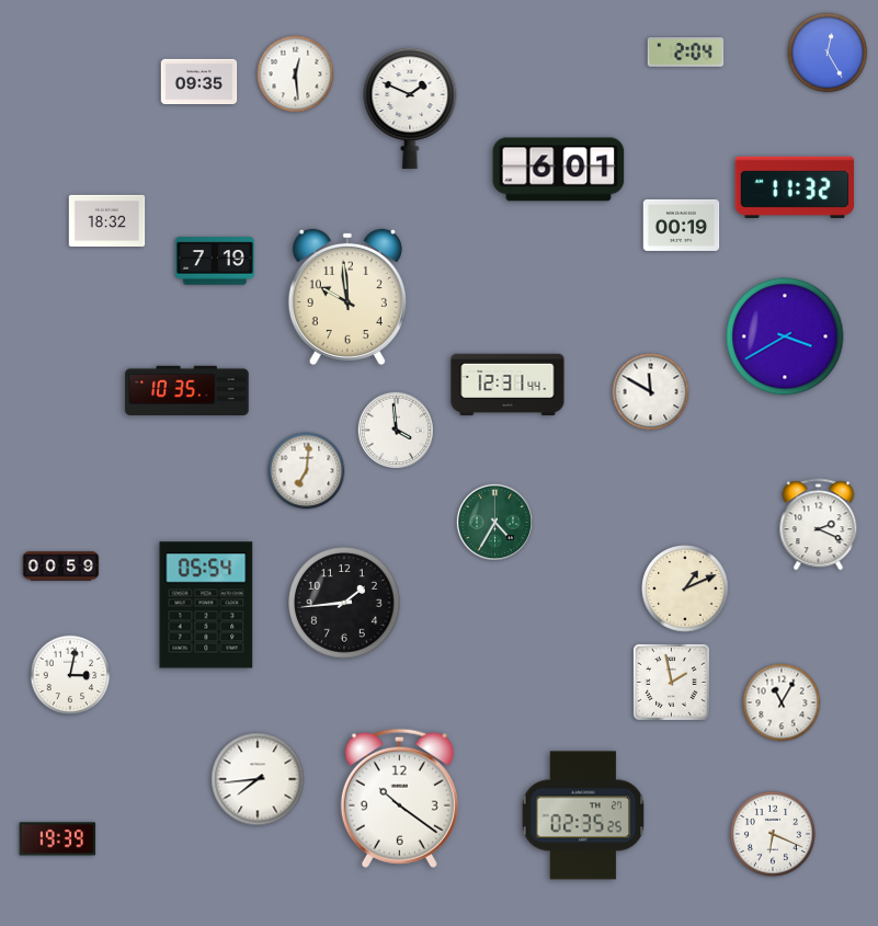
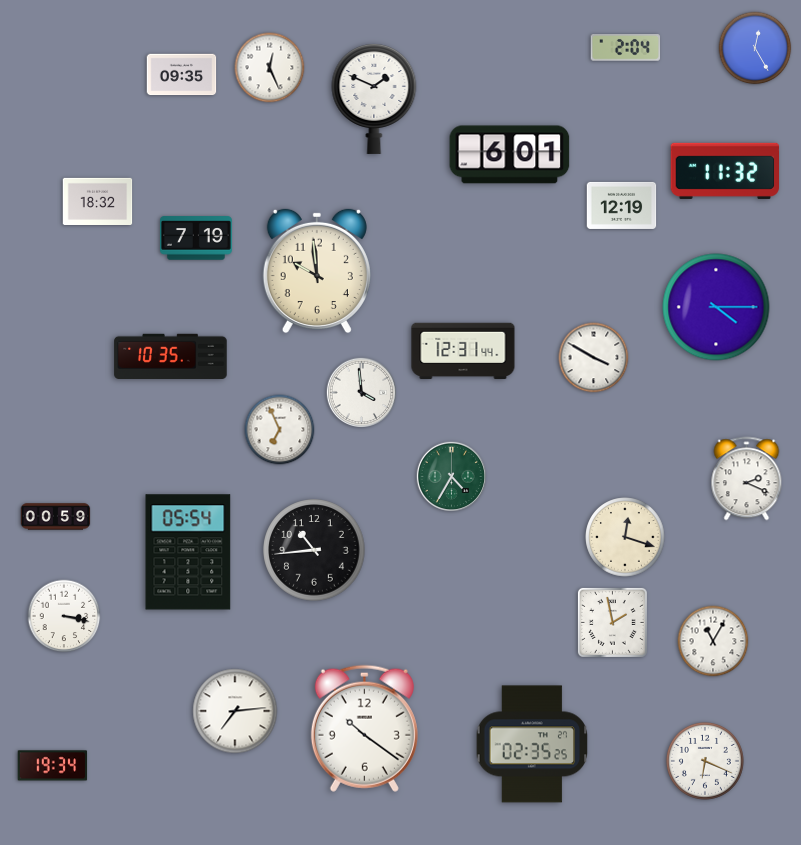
clock at (296, 75): 12:29 -> 12:26
clock at (682, 225): 00:19 -> 12:19
clock at (785, 336): 3:40 -> 4:15
clock at (651, 392): 11:50 -> 3:50
clock at (307, 471): 7:01 -> 6:56
clock at (685, 588): 1:11 -> 12:18
clock at (344, 603): 1:44 -> 10:44
clock at (70, 675): 3:02 -> 3:17
clock at (258, 779): 7:44 -> 7:14
clock at (58, 839): 19:39 -> 19:34
